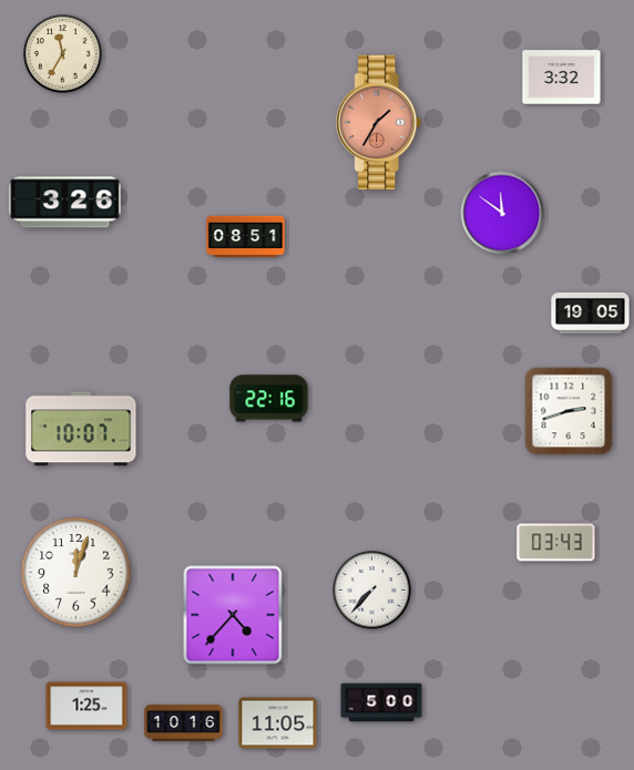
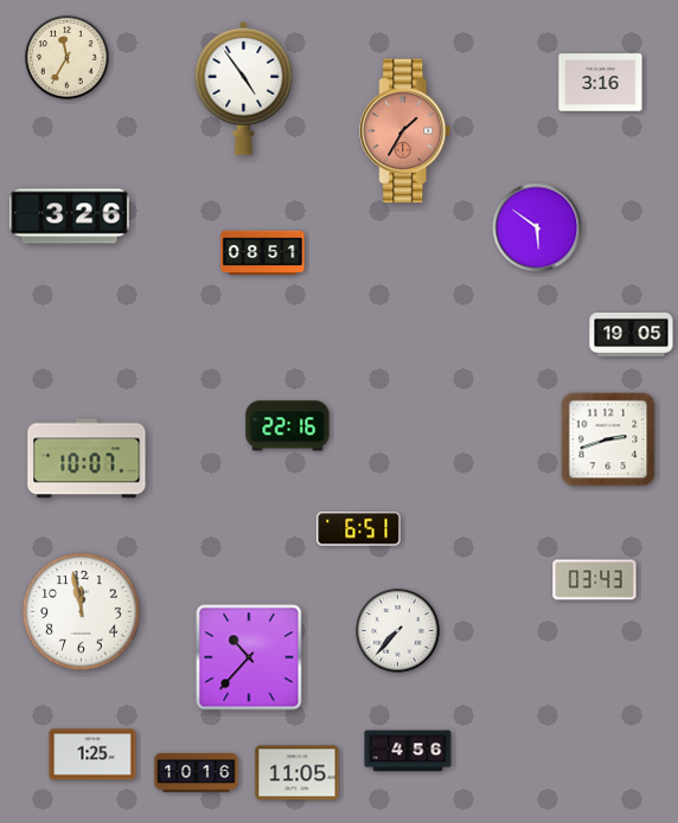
clock at (562, 78): 3:32 -> 3:16
clock at (244, 88): none -> 4:54
clock at (502, 213): 11:51 -> 5:51
clock at (359, 529): none -> 6:51
clock at (76, 573): 12:03 -> 11:58
clock at (233, 615): 4:37 -> 10:37
clock at (381, 702): 5:00 -> 4:56
